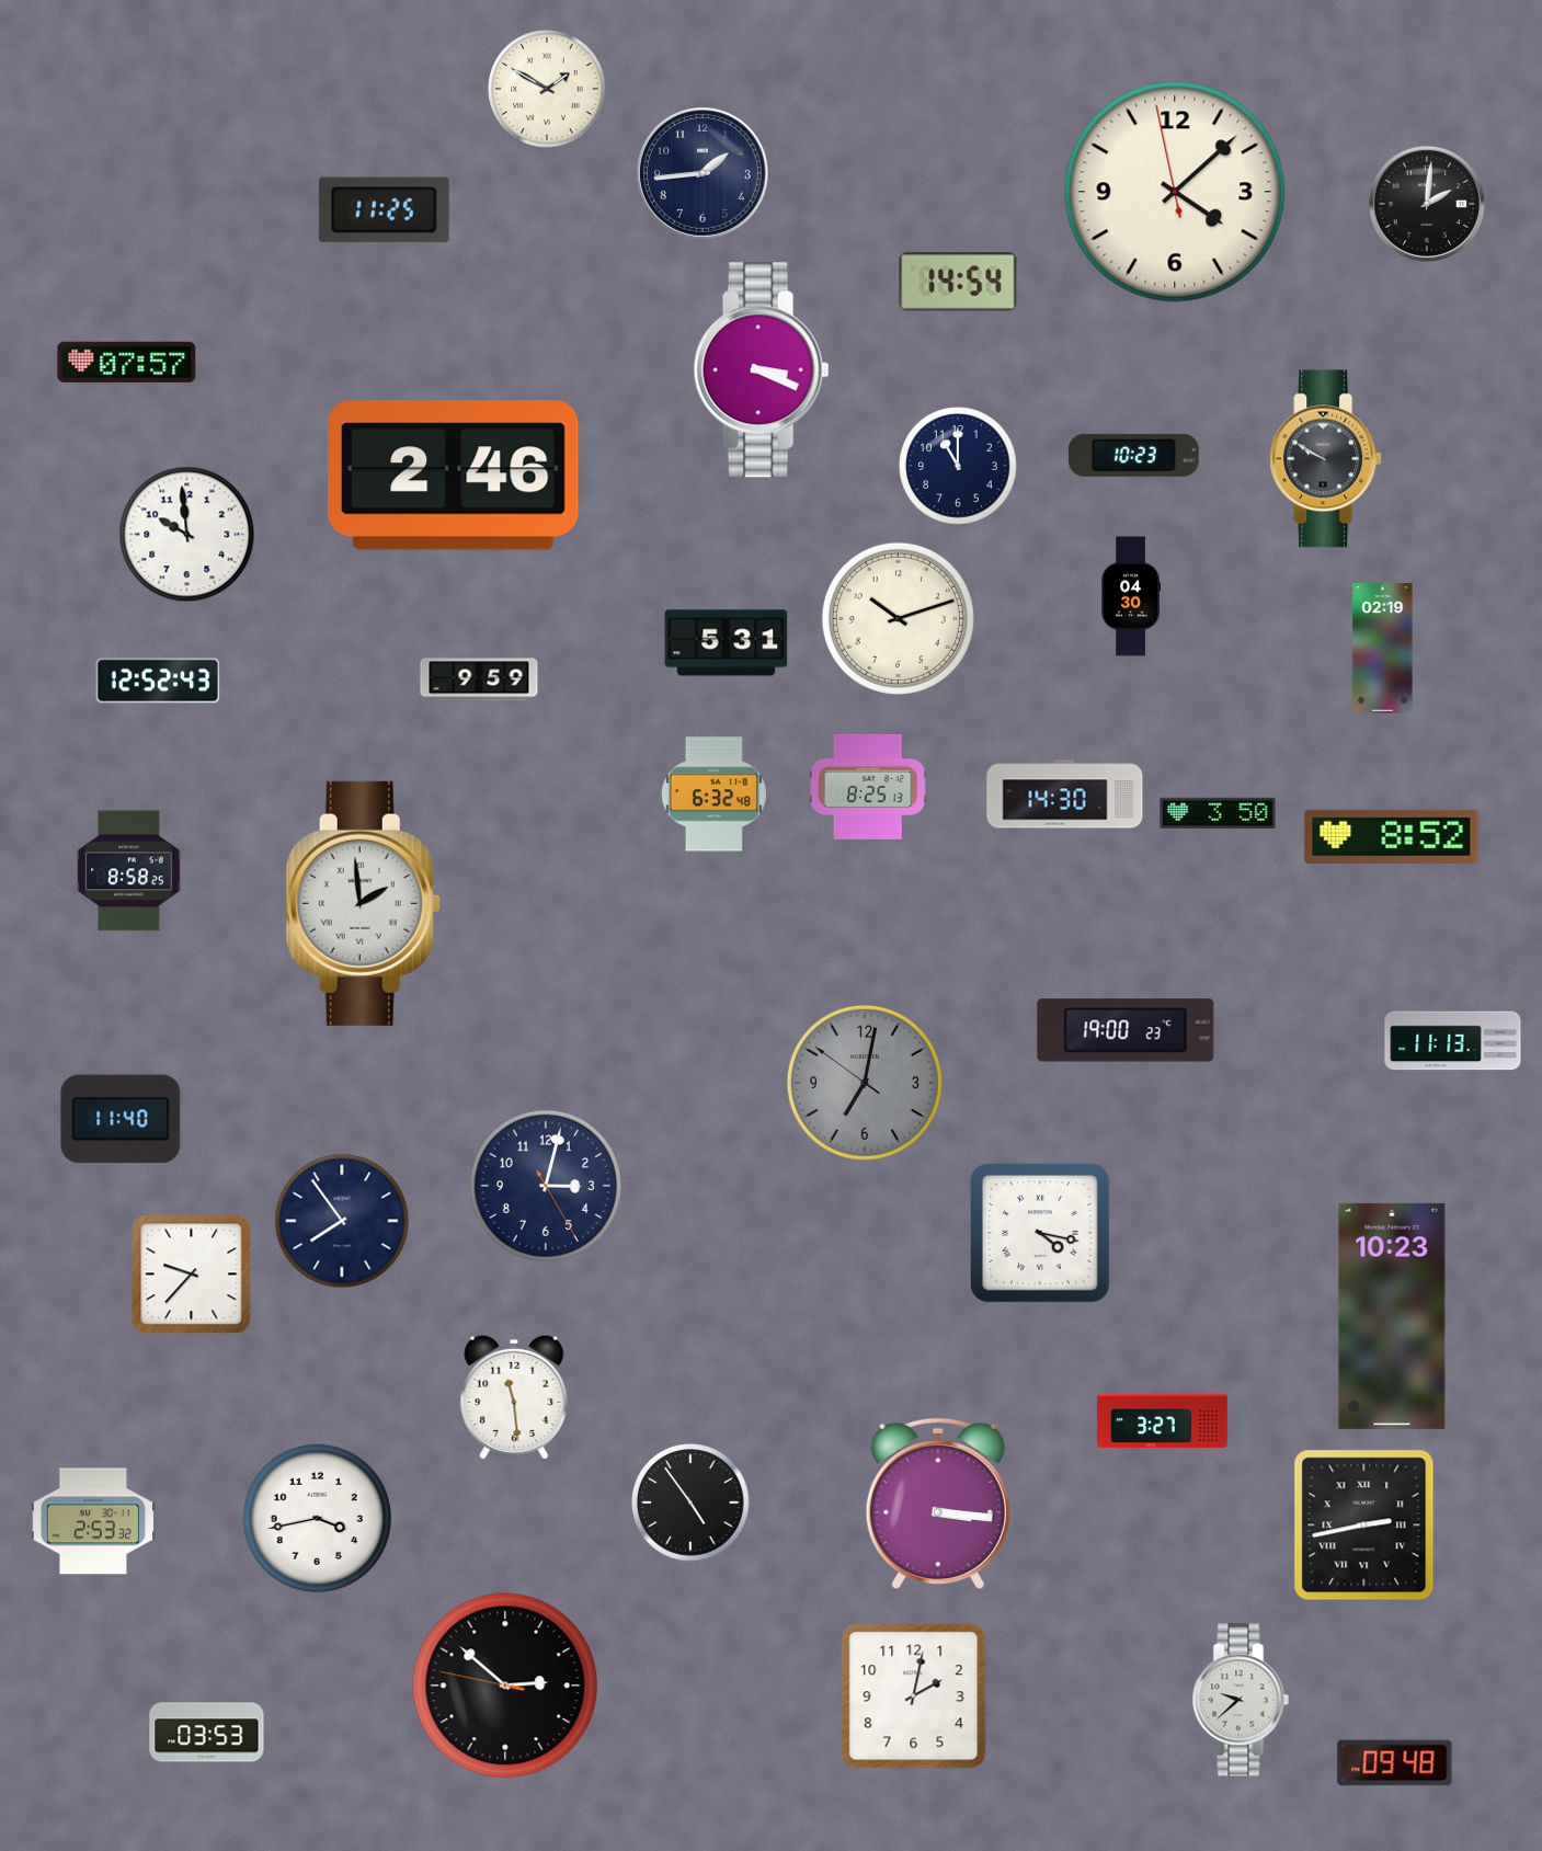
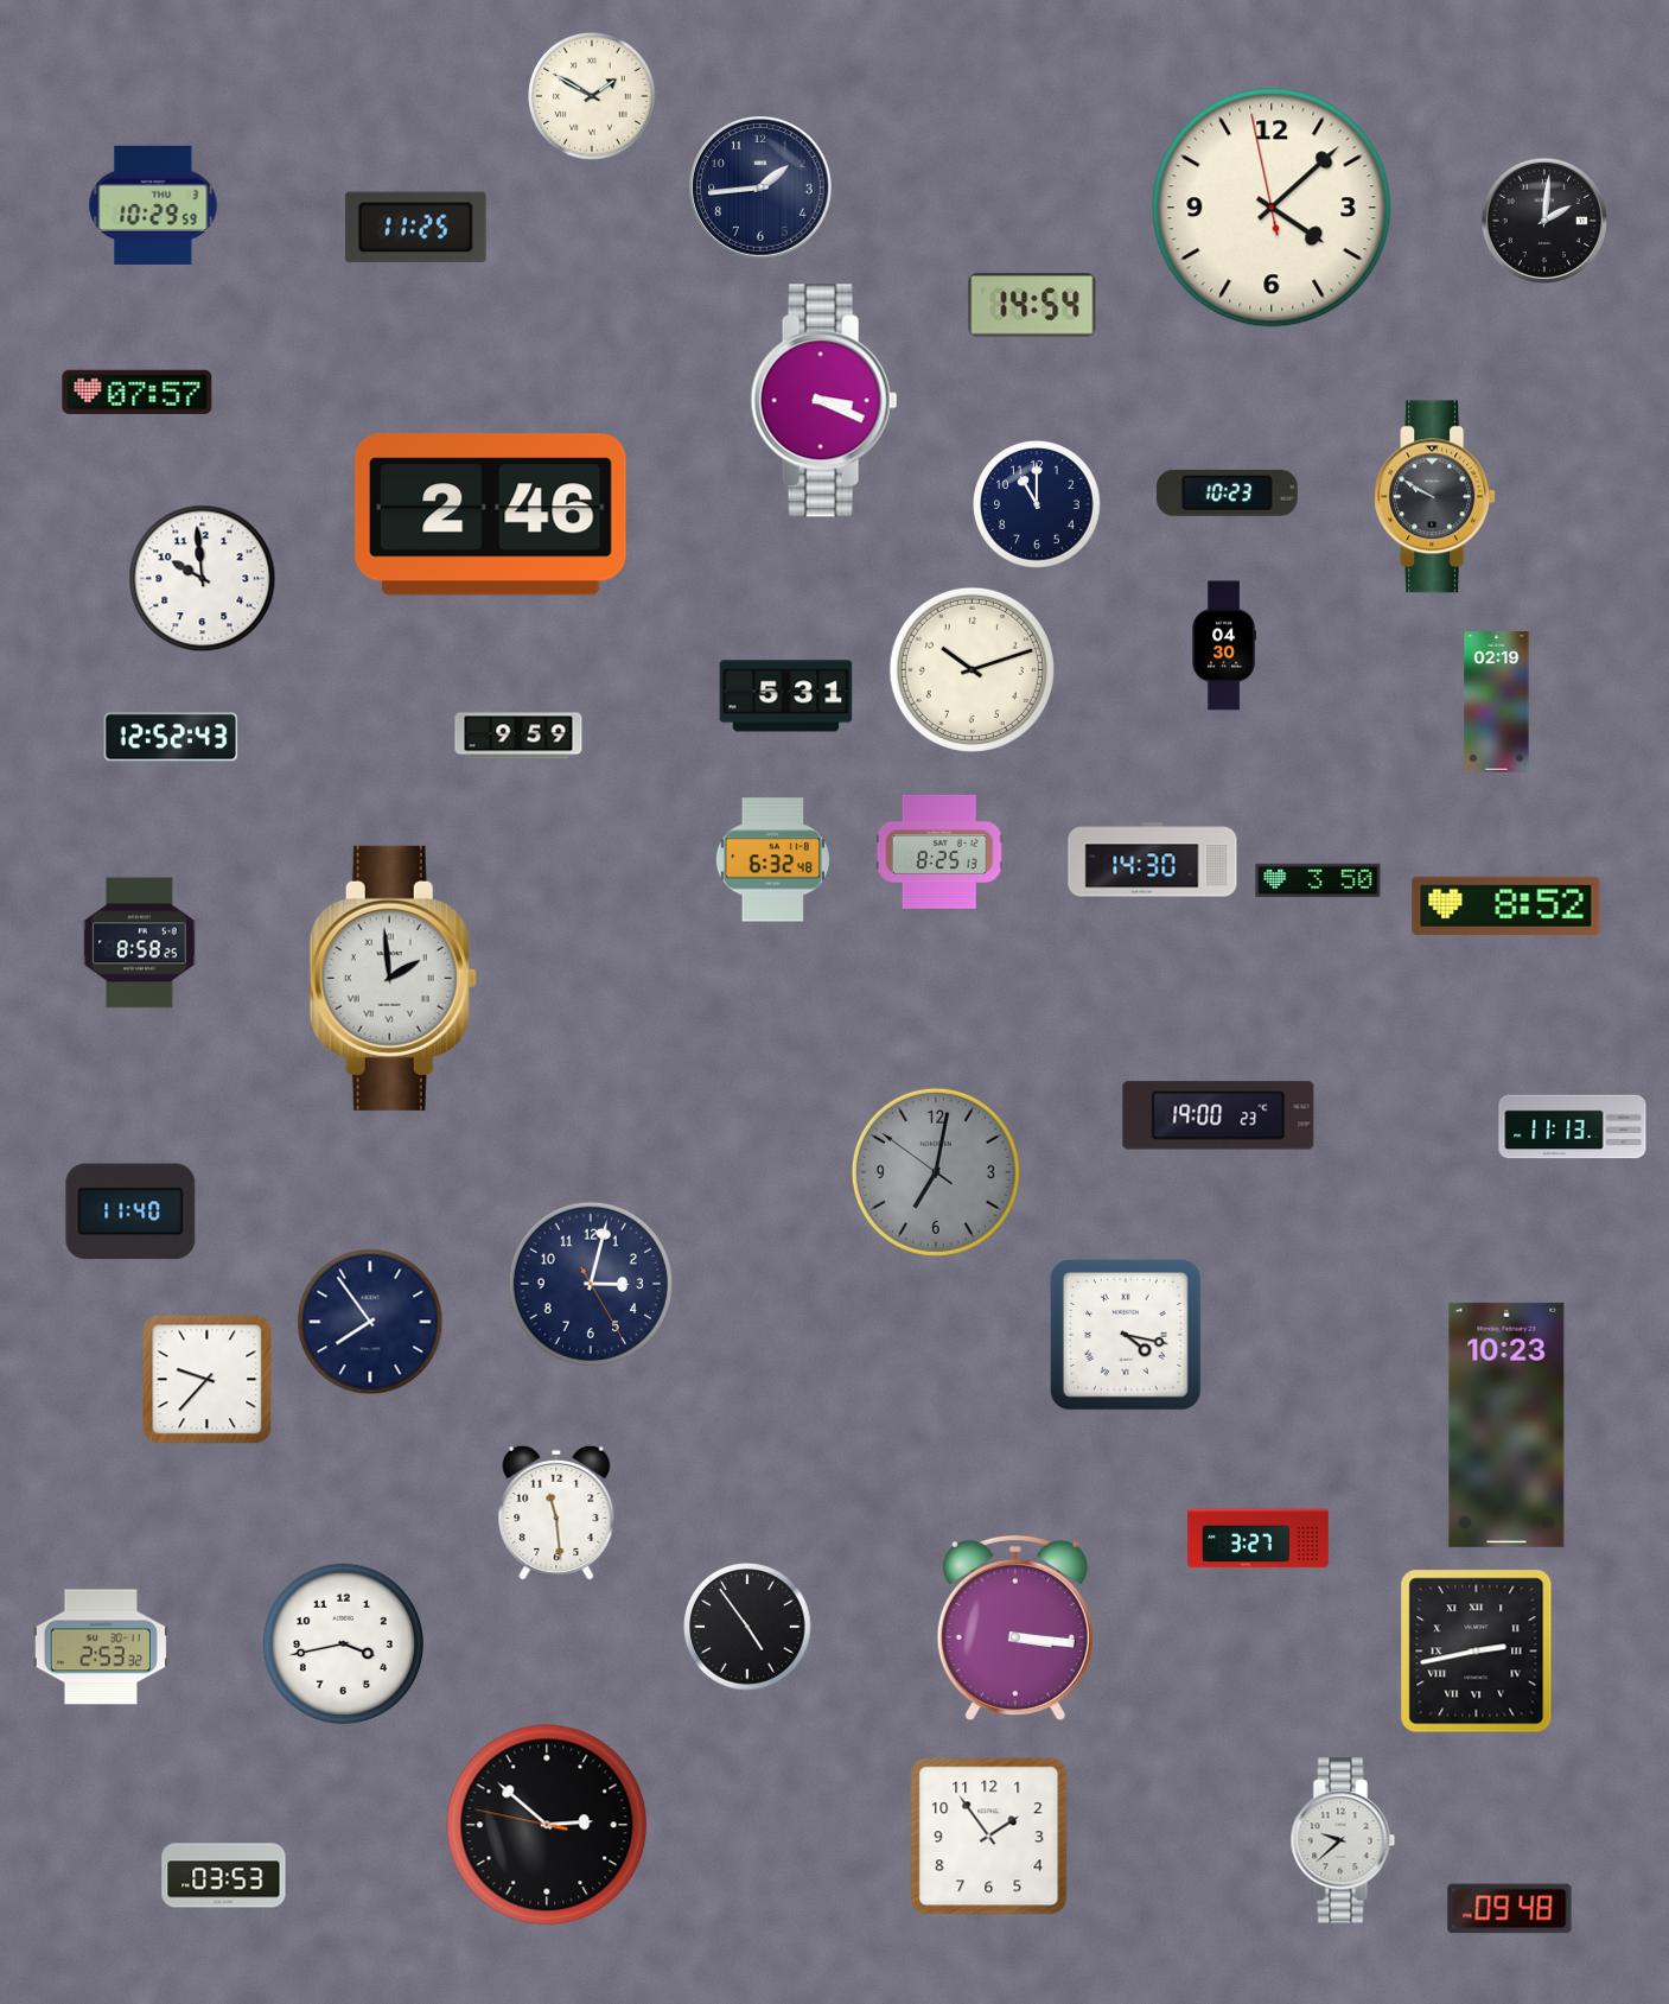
clock at (153, 205): none -> 10:29
clock at (958, 282) position: (958, 282) -> (1032, 305)
clock at (914, 1696): 2:02 -> 1:54
